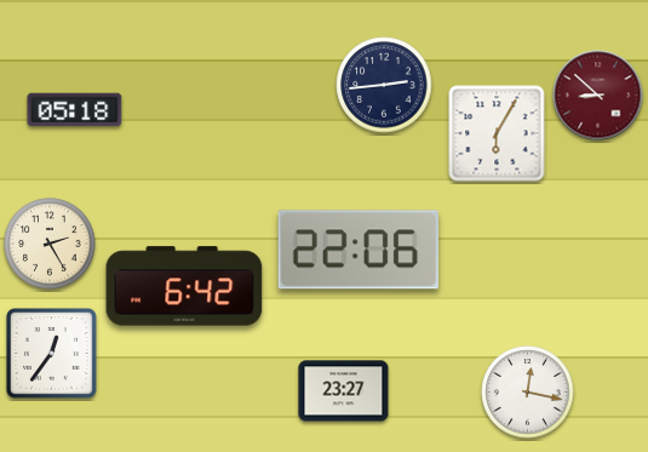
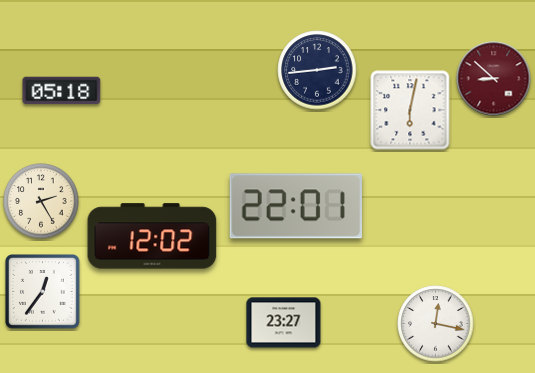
clock at (497, 133): 6:05 -> 6:02
clock at (357, 250): 22:06 -> 22:01
clock at (184, 286): 6:42 -> 12:02
